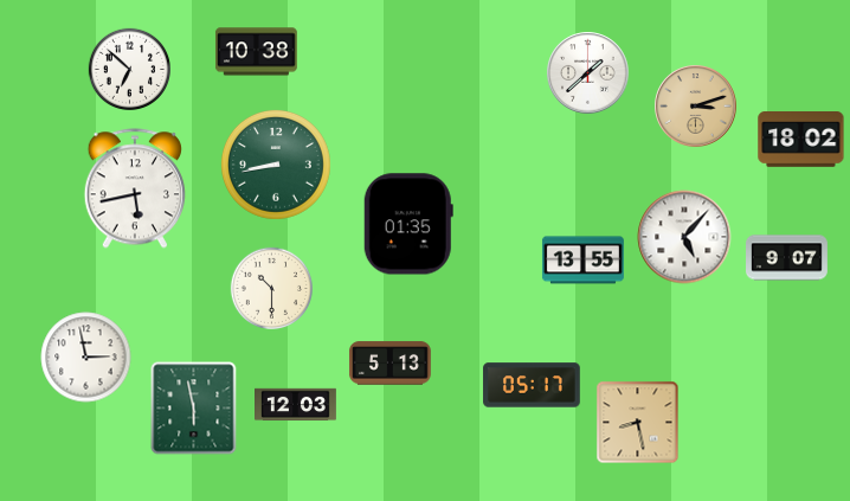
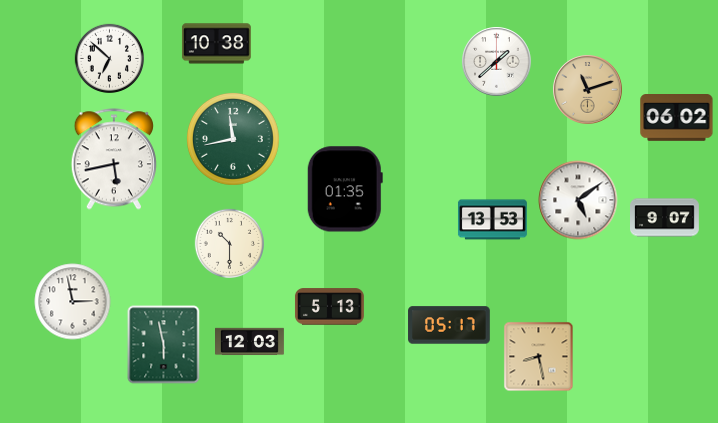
clock at (696, 107): 3:12 -> 11:12
clock at (801, 140): 18:02 -> 06:02
clock at (276, 165): 8:43 -> 11:43
clock at (684, 237): 5:07 -> 5:09
clock at (582, 261): 13:55 -> 13:53
